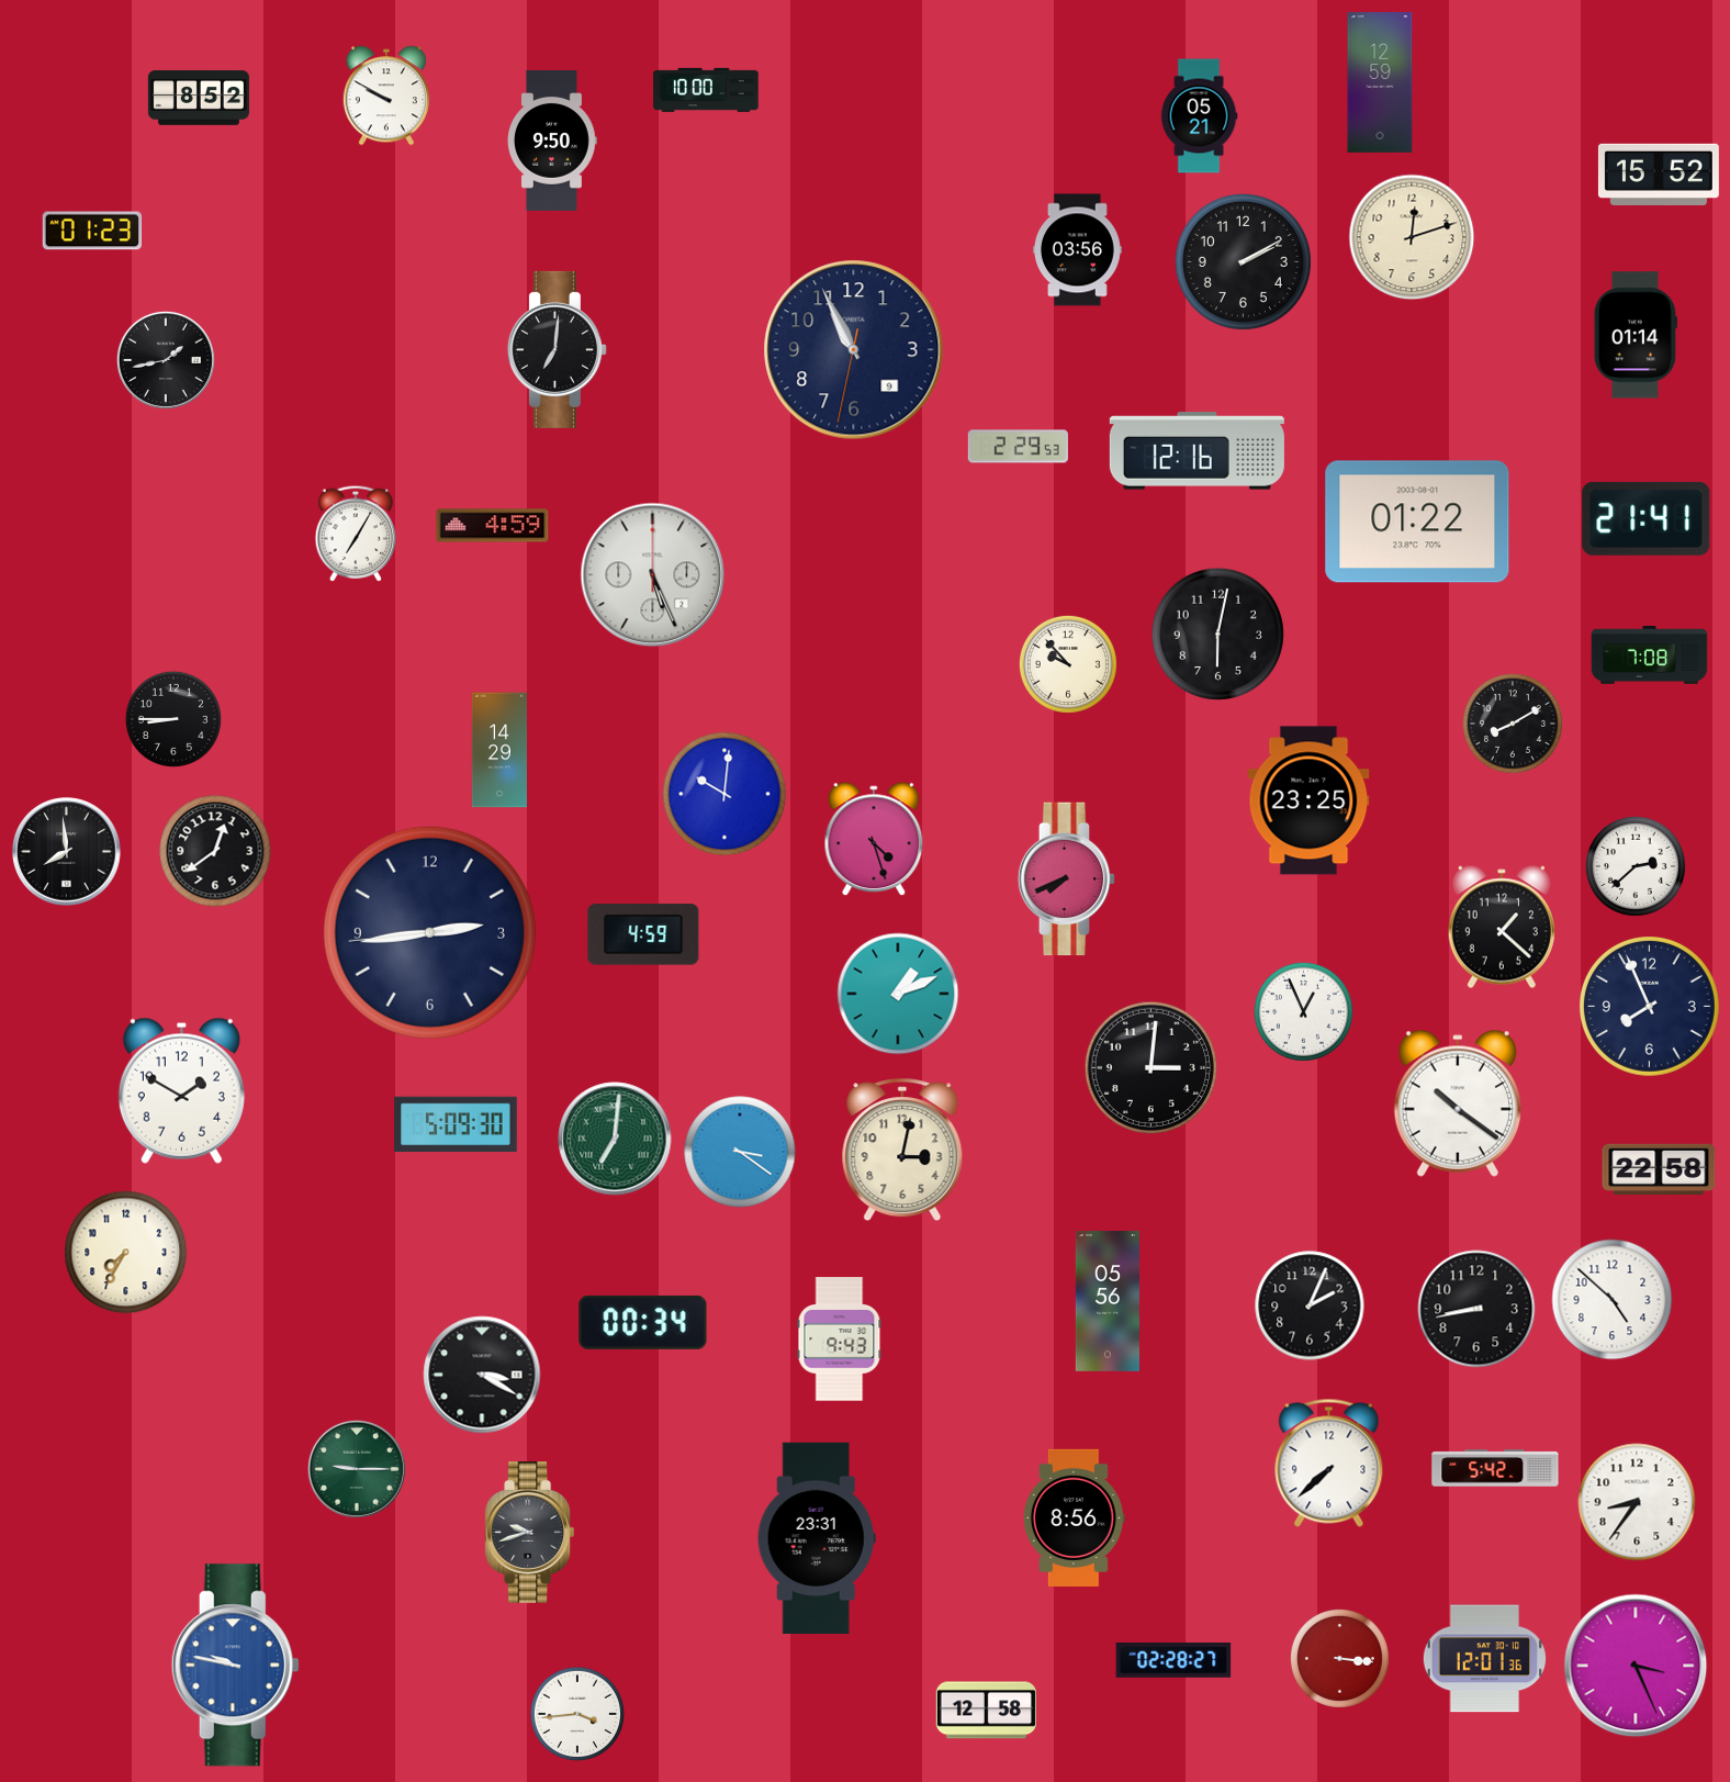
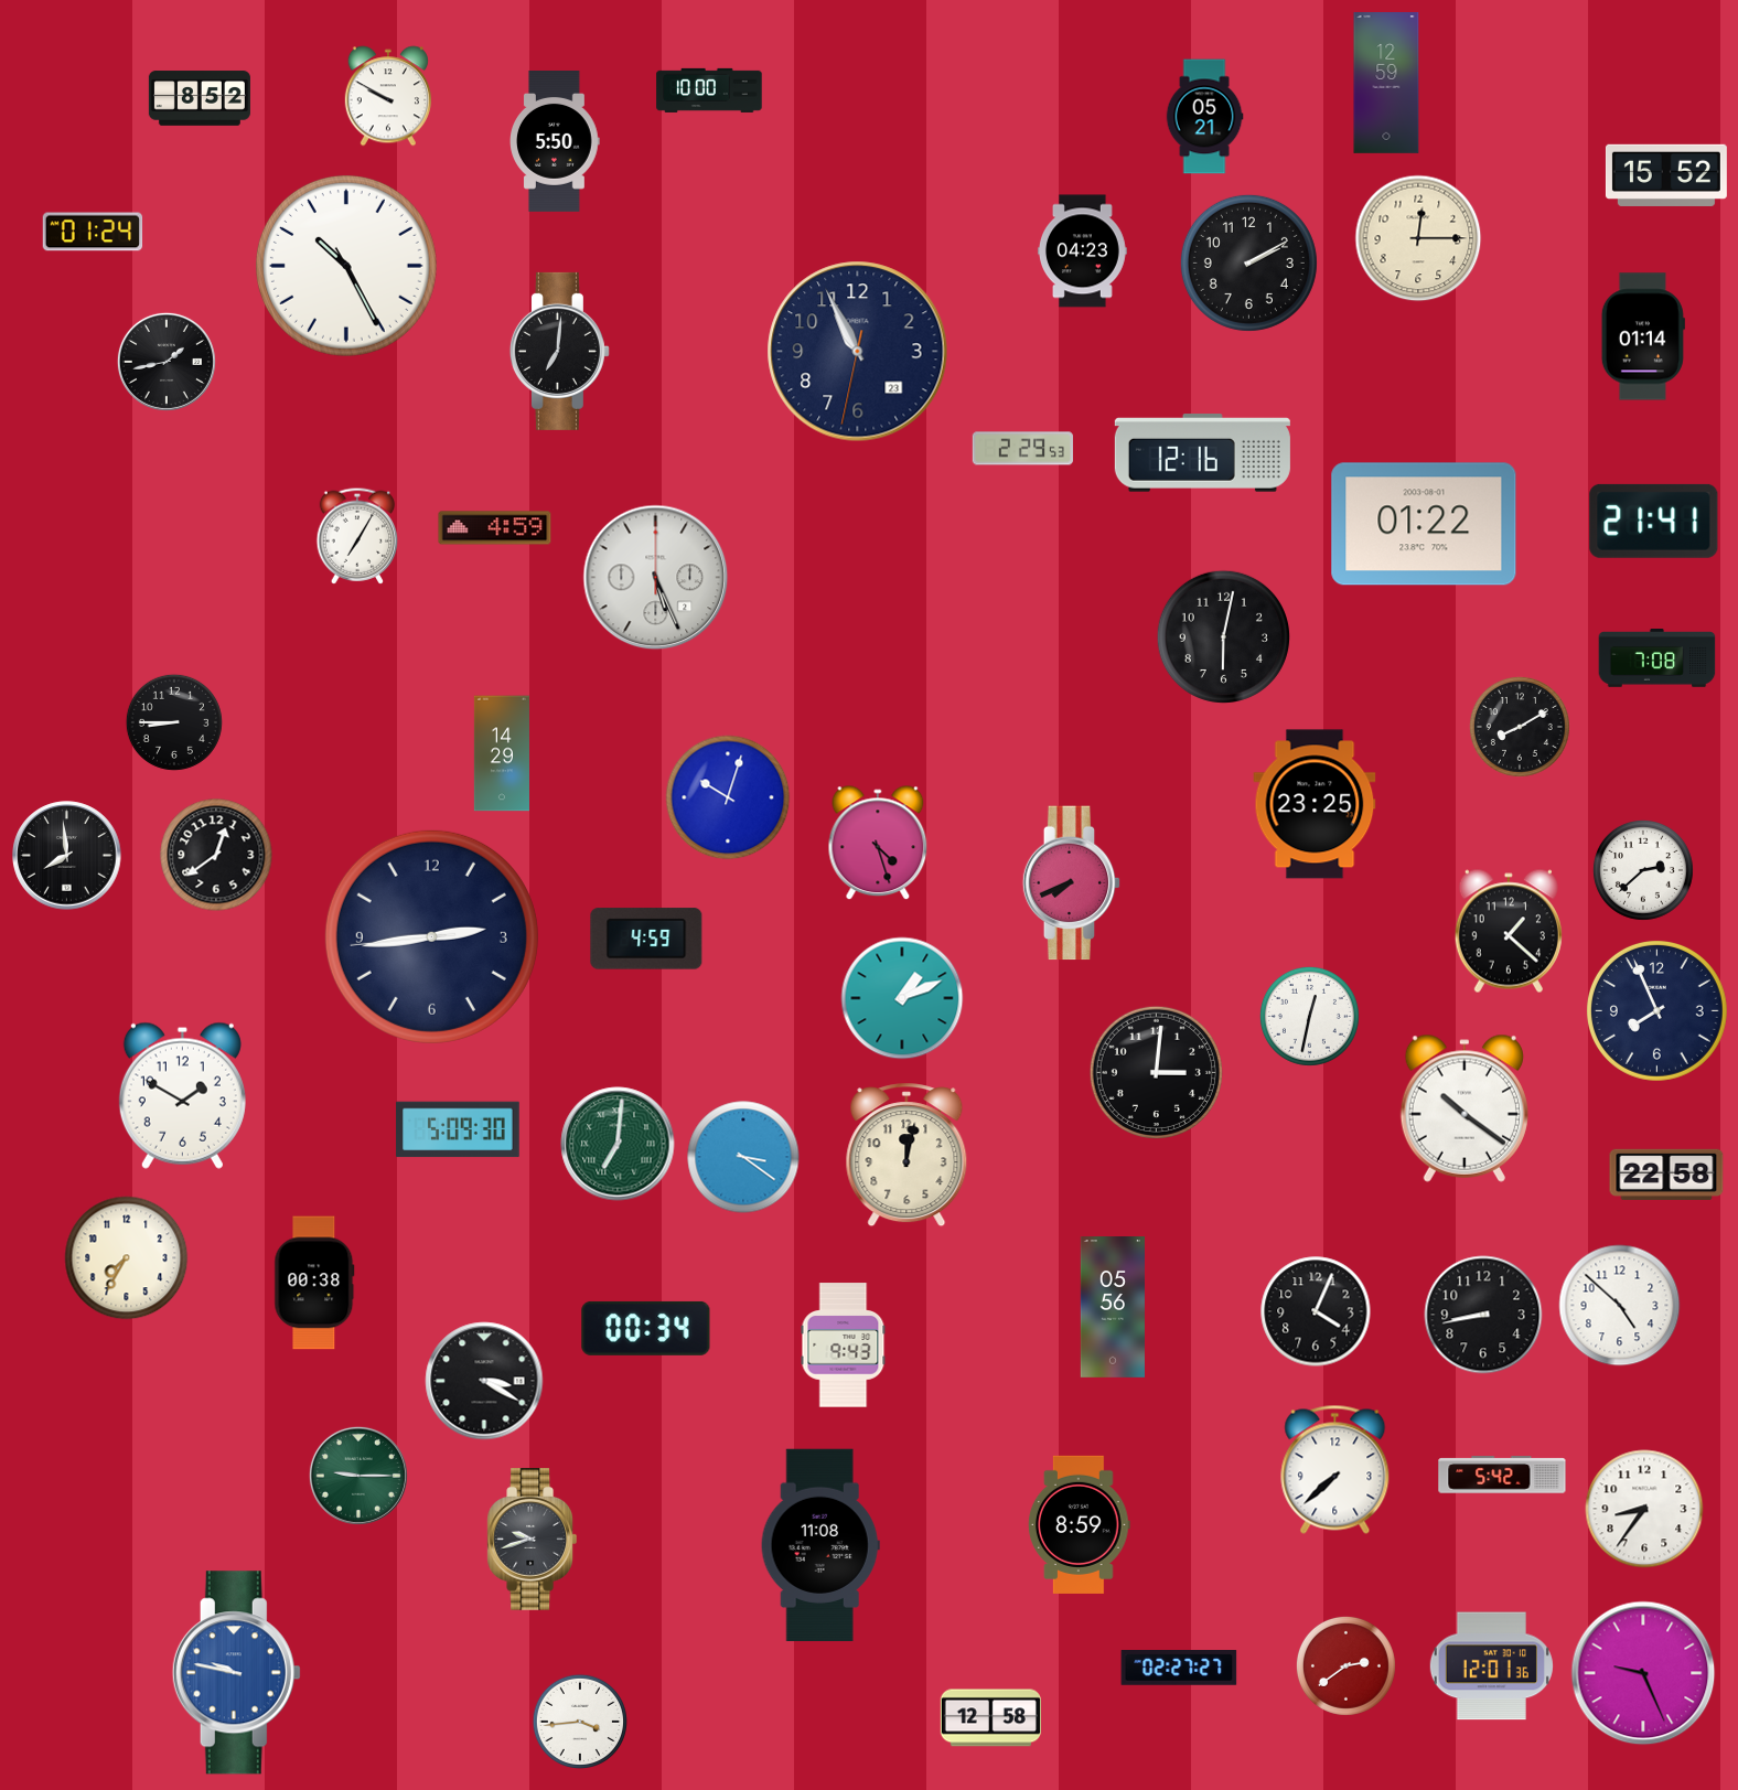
clock at (553, 142): 9:50 -> 5:50
clock at (92, 231): 01:23 -> 01:24
clock at (1412, 237): 12:12 -> 12:15
clock at (1077, 250): 03:56 -> 04:23
clock at (346, 266): none -> 10:25
clock at (854, 350) date: 9 -> 23
clock at (1068, 664): 9:53 -> none
clock at (724, 794): 10:01 -> 10:03
clock at (1303, 1011): 12:56 -> 12:32
clock at (902, 1150): 3:02 -> 12:02
clock at (314, 1283): none -> 00:38
clock at (1310, 1305): 2:04 -> 4:04
clock at (1074, 1517): 8:56 -> 8:59
clock at (817, 1537): 23:31 -> 11:08
clock at (1339, 1658): 3:16 -> 2:39
clock at (1173, 1661): 02:28 -> 02:27
clock at (1636, 1666): 3:26 -> 9:26
